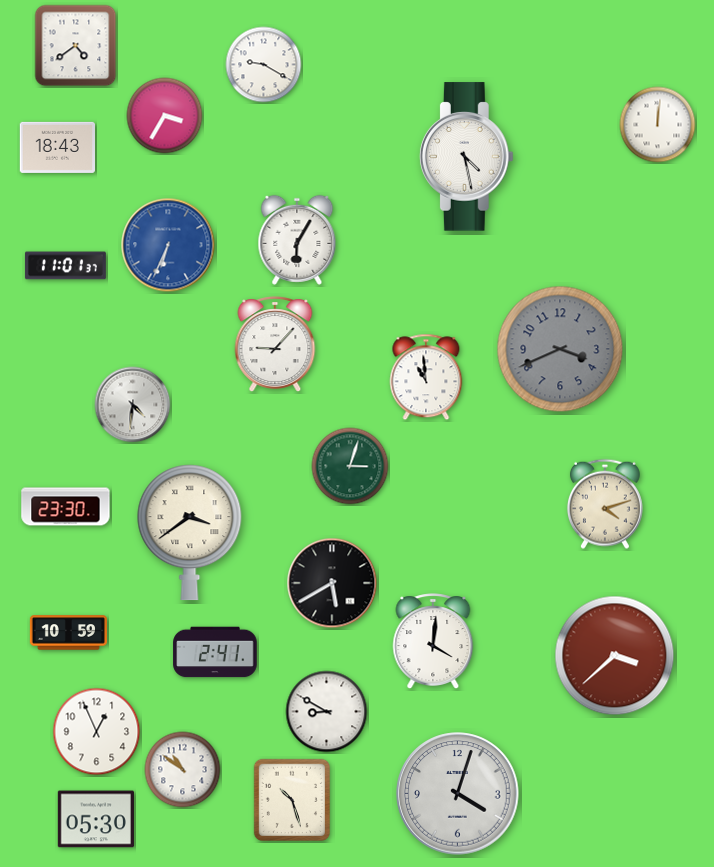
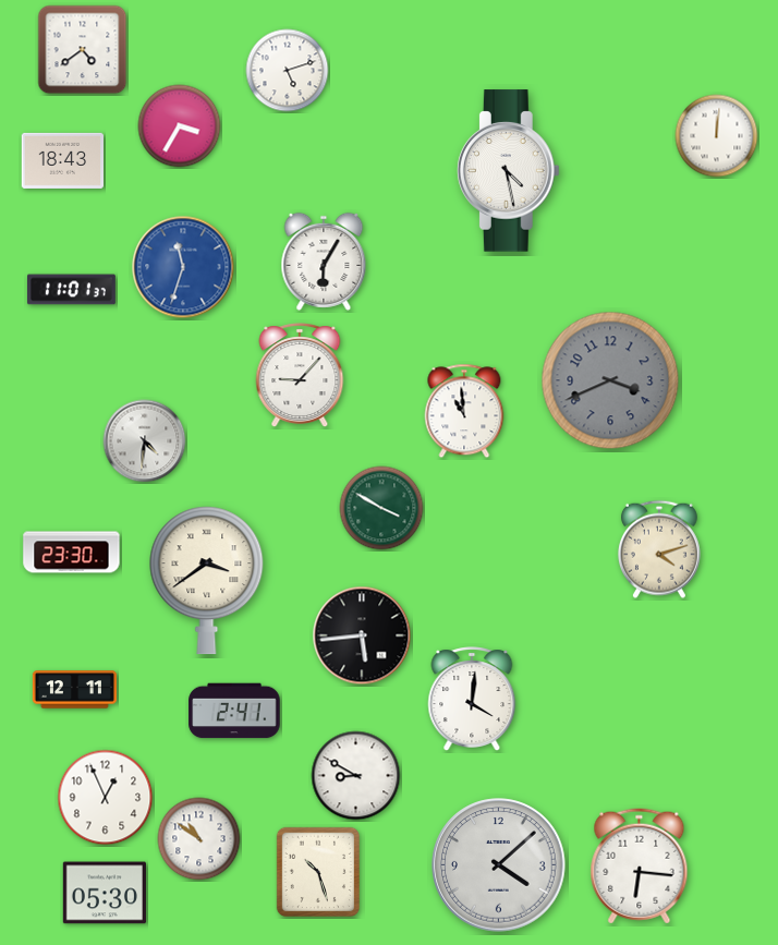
clock at (264, 65): 9:20 -> 5:12
clock at (168, 245): 6:34 -> 11:33
clock at (350, 466): 3:03 -> 3:50
clock at (332, 583): 5:40 -> 5:44
clock at (68, 633): 10:59 -> 12:11
clock at (615, 656): 3:38 -> none
clock at (458, 794): 4:03 -> 4:08
clock at (640, 867): none -> 6:16
